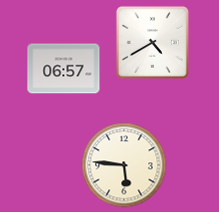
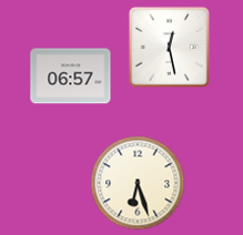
clock at (152, 42): 4:40 -> 12:28
clock at (124, 165): 5:46 -> 6:27
